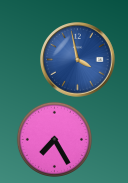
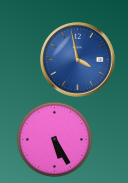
clock at (54, 139): 7:25 -> 5:25
